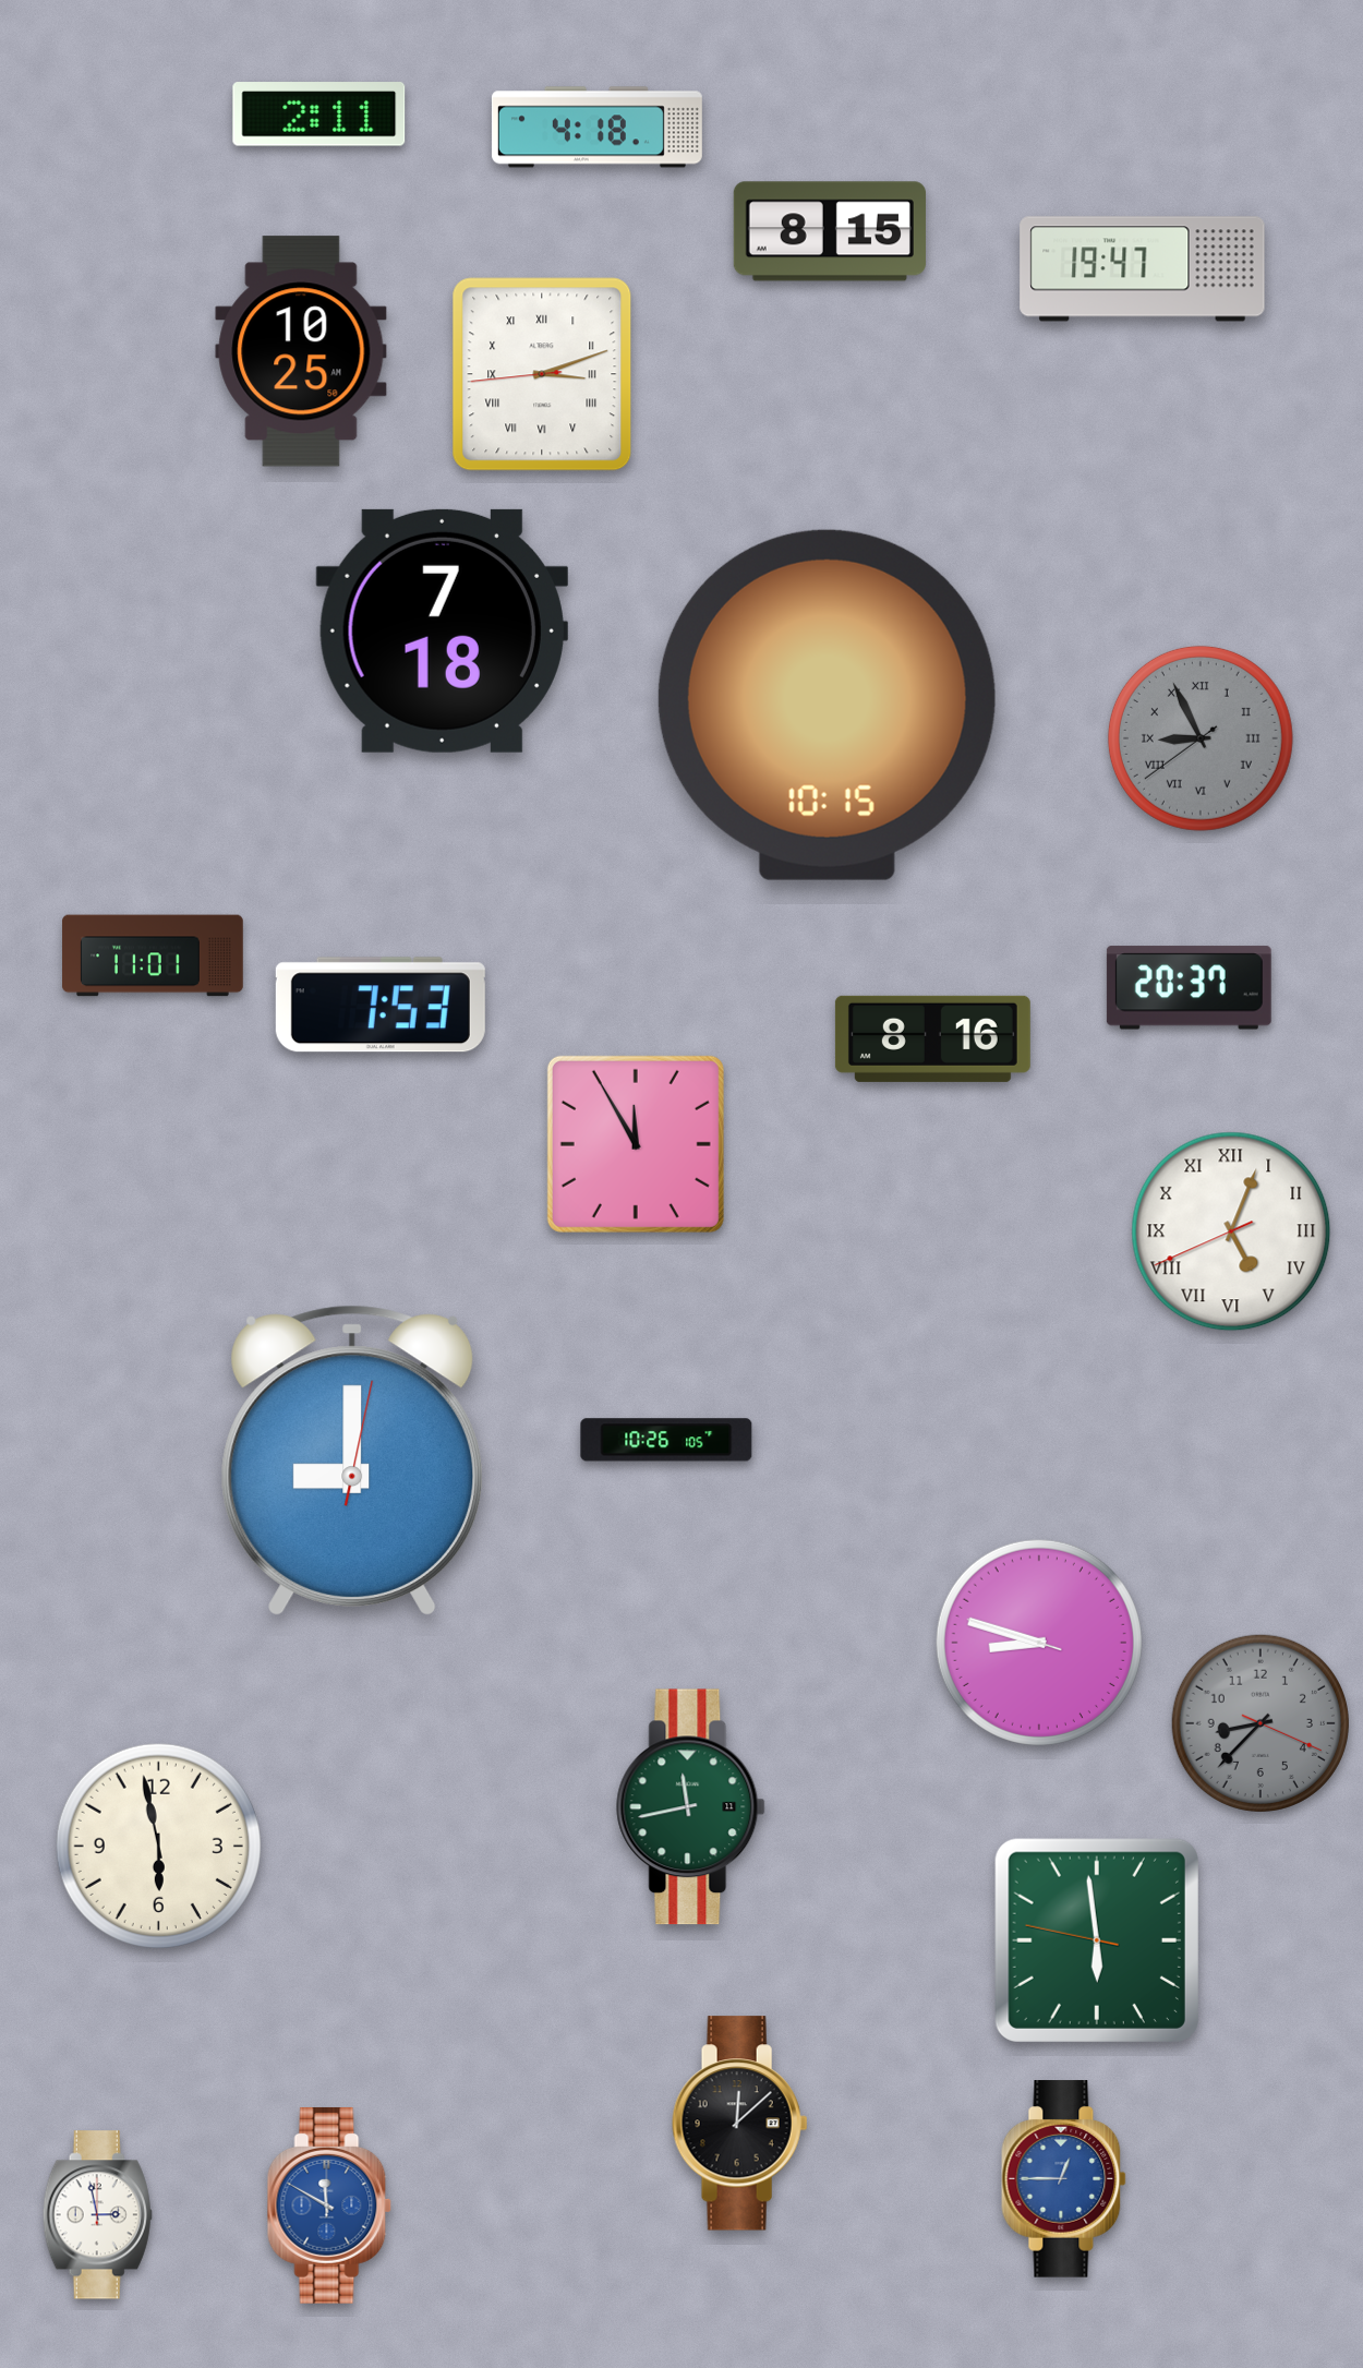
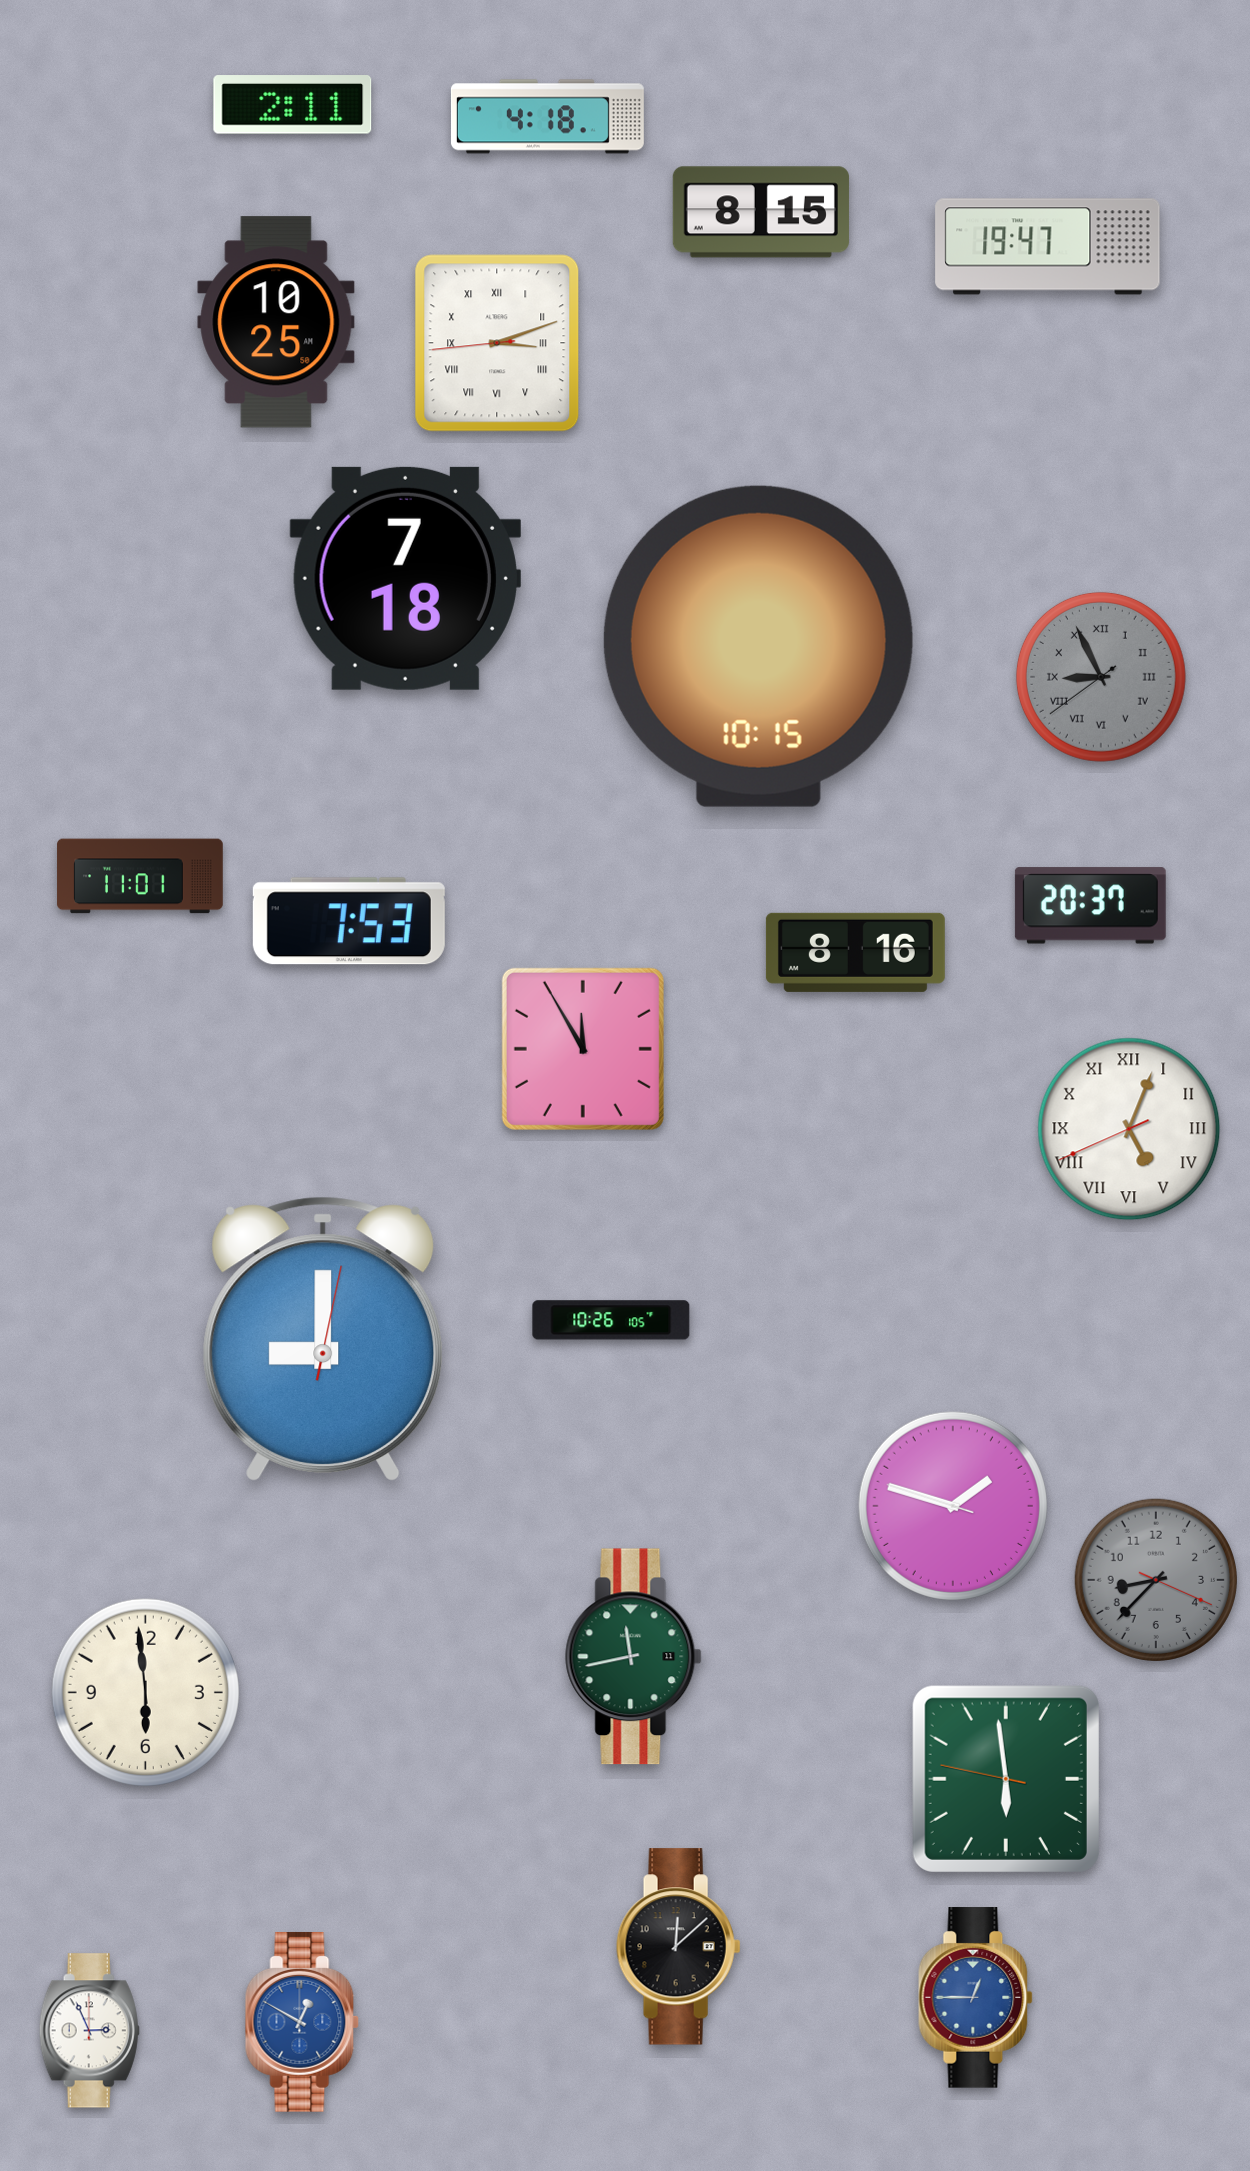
clock at (1039, 1643): 8:47 -> 1:47
clock at (158, 1846): 5:58 -> 5:59
clock at (329, 2205): 11:50 -> 12:50
clock at (97, 2215): 2:58 -> 2:56
